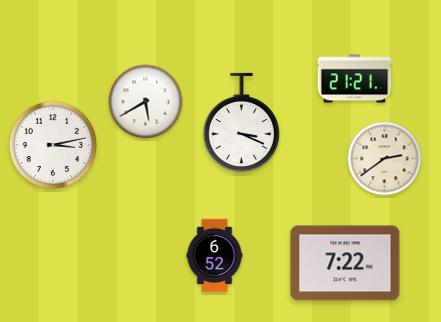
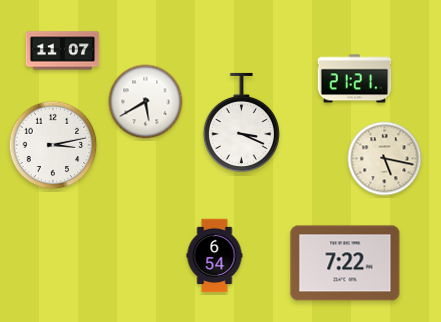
clock at (63, 51): none -> 11:07
clock at (385, 159): 2:39 -> 5:17
clock at (215, 256): 6:52 -> 6:54
